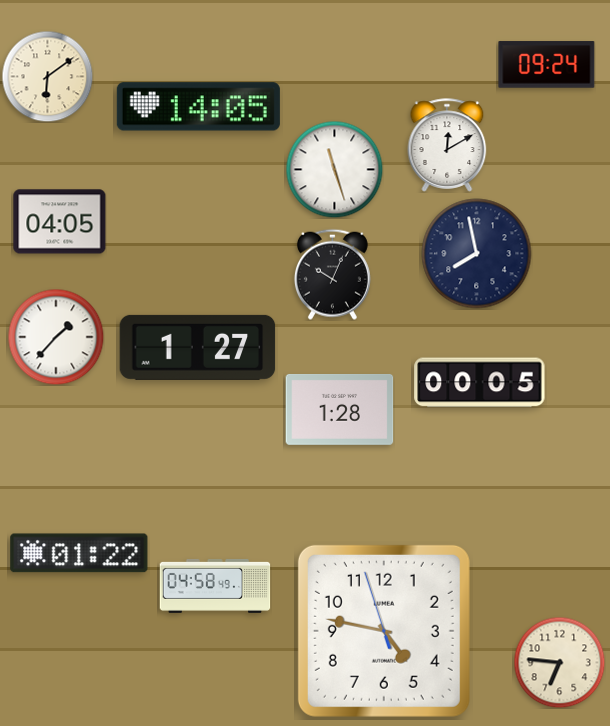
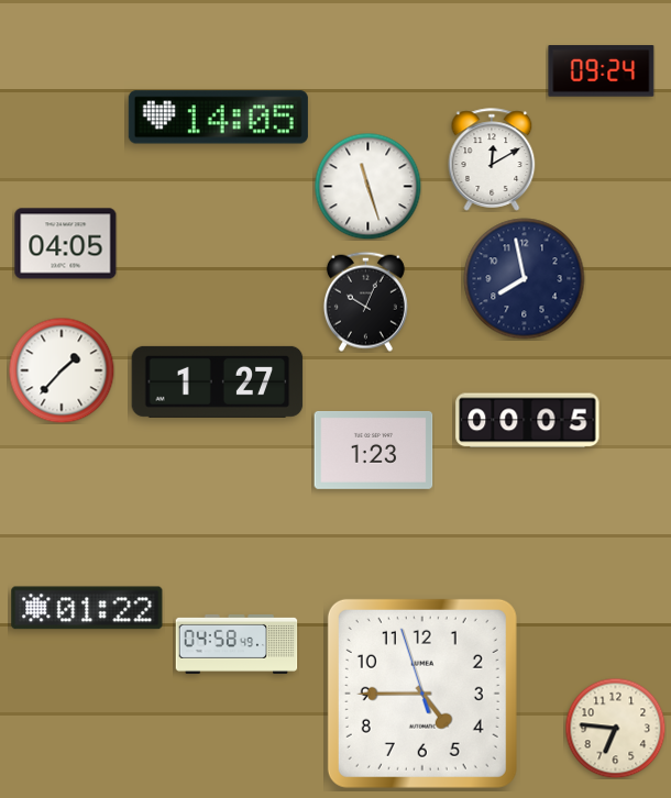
clock at (47, 76): 6:09 -> none
clock at (340, 409): 1:28 -> 1:23
clock at (384, 631): 4:46 -> 4:44
